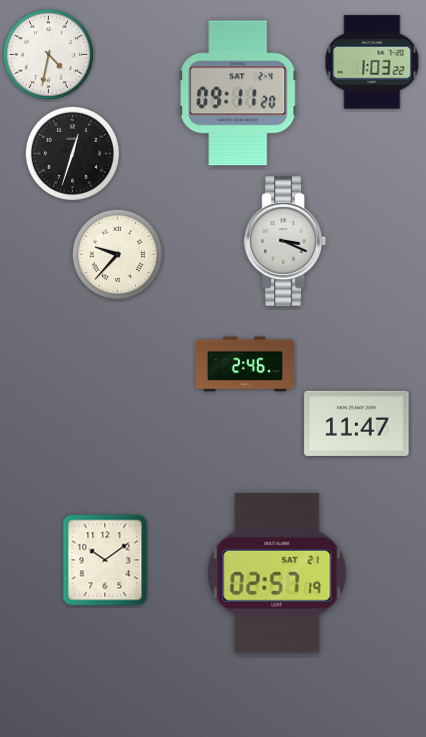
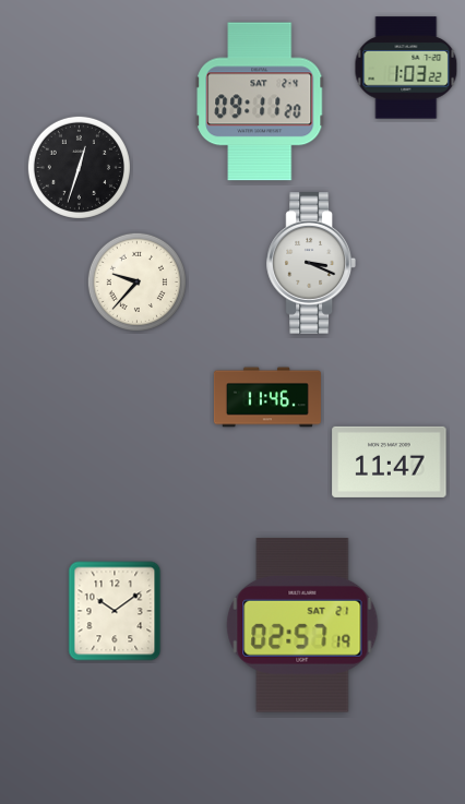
clock at (48, 54): 4:32 -> none
clock at (117, 254) position: (117, 254) -> (136, 281)
clock at (245, 364): 2:46 -> 11:46
